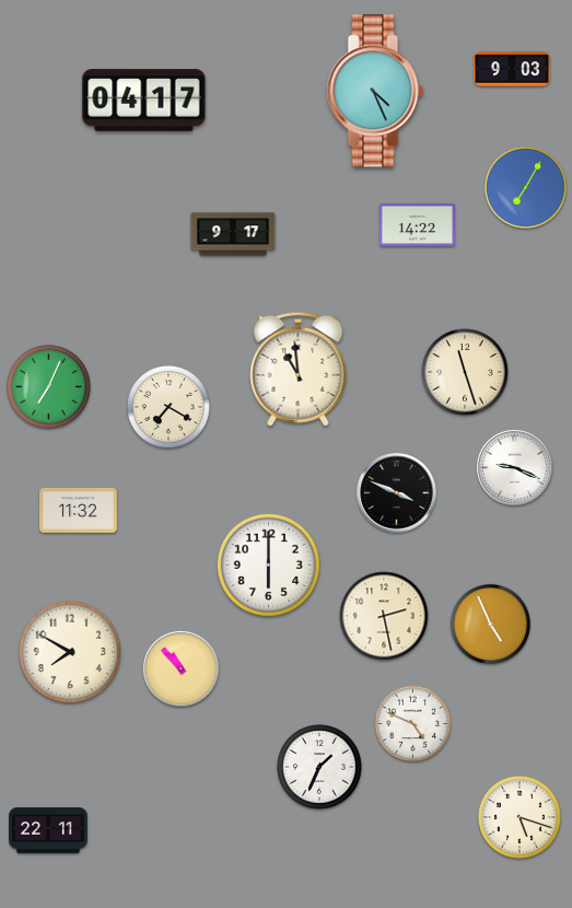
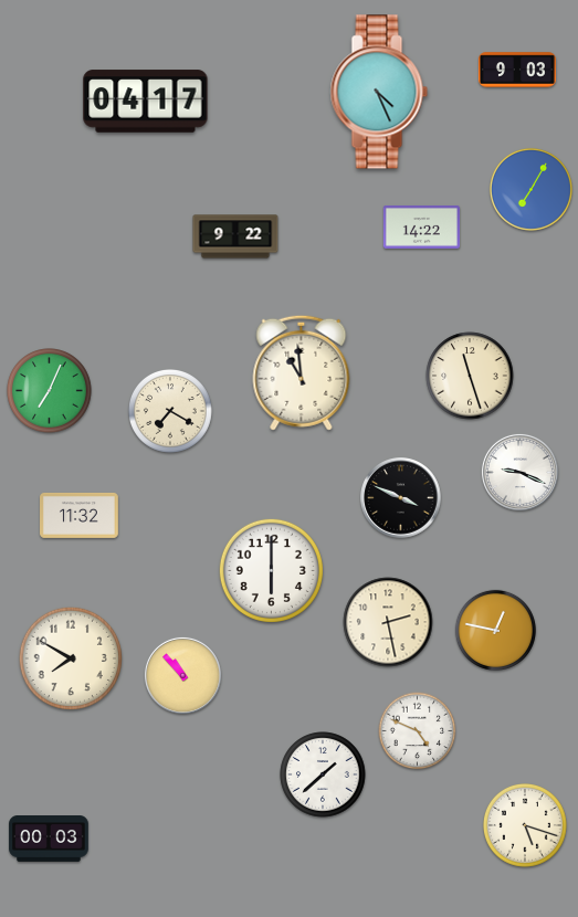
clock at (233, 234): 9:17 -> 9:22
clock at (490, 624): 4:56 -> 12:47
clock at (319, 767): 1:34 -> 1:38
clock at (48, 830): 22:11 -> 00:03
